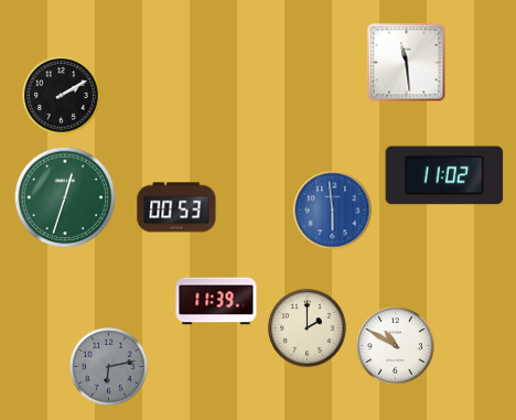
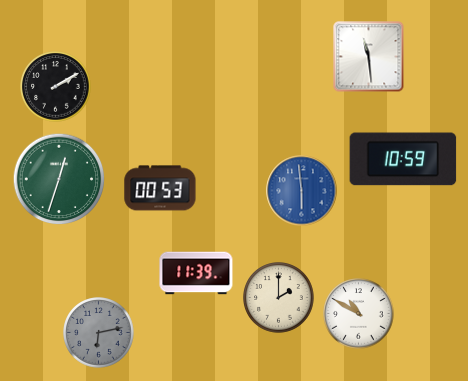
clock at (444, 175): 11:02 -> 10:59
